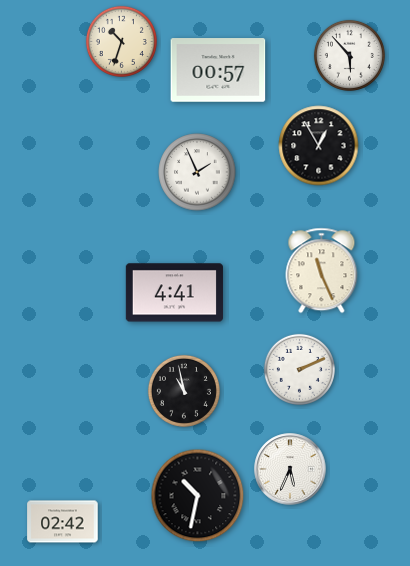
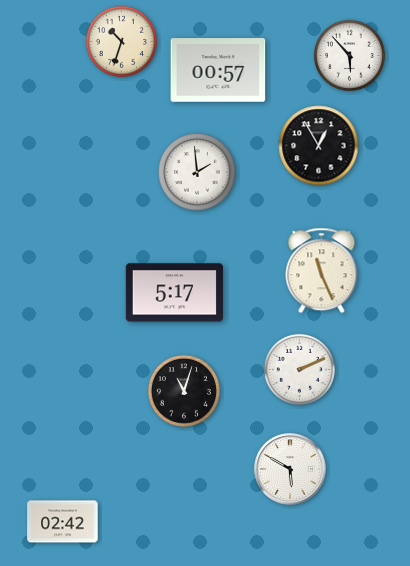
clock at (197, 172): 1:56 -> 1:59
clock at (174, 293): 4:41 -> 5:17
clock at (184, 391): 10:58 -> 11:03
clock at (290, 469): 5:34 -> 5:50
clock at (198, 496): 10:32 -> none
